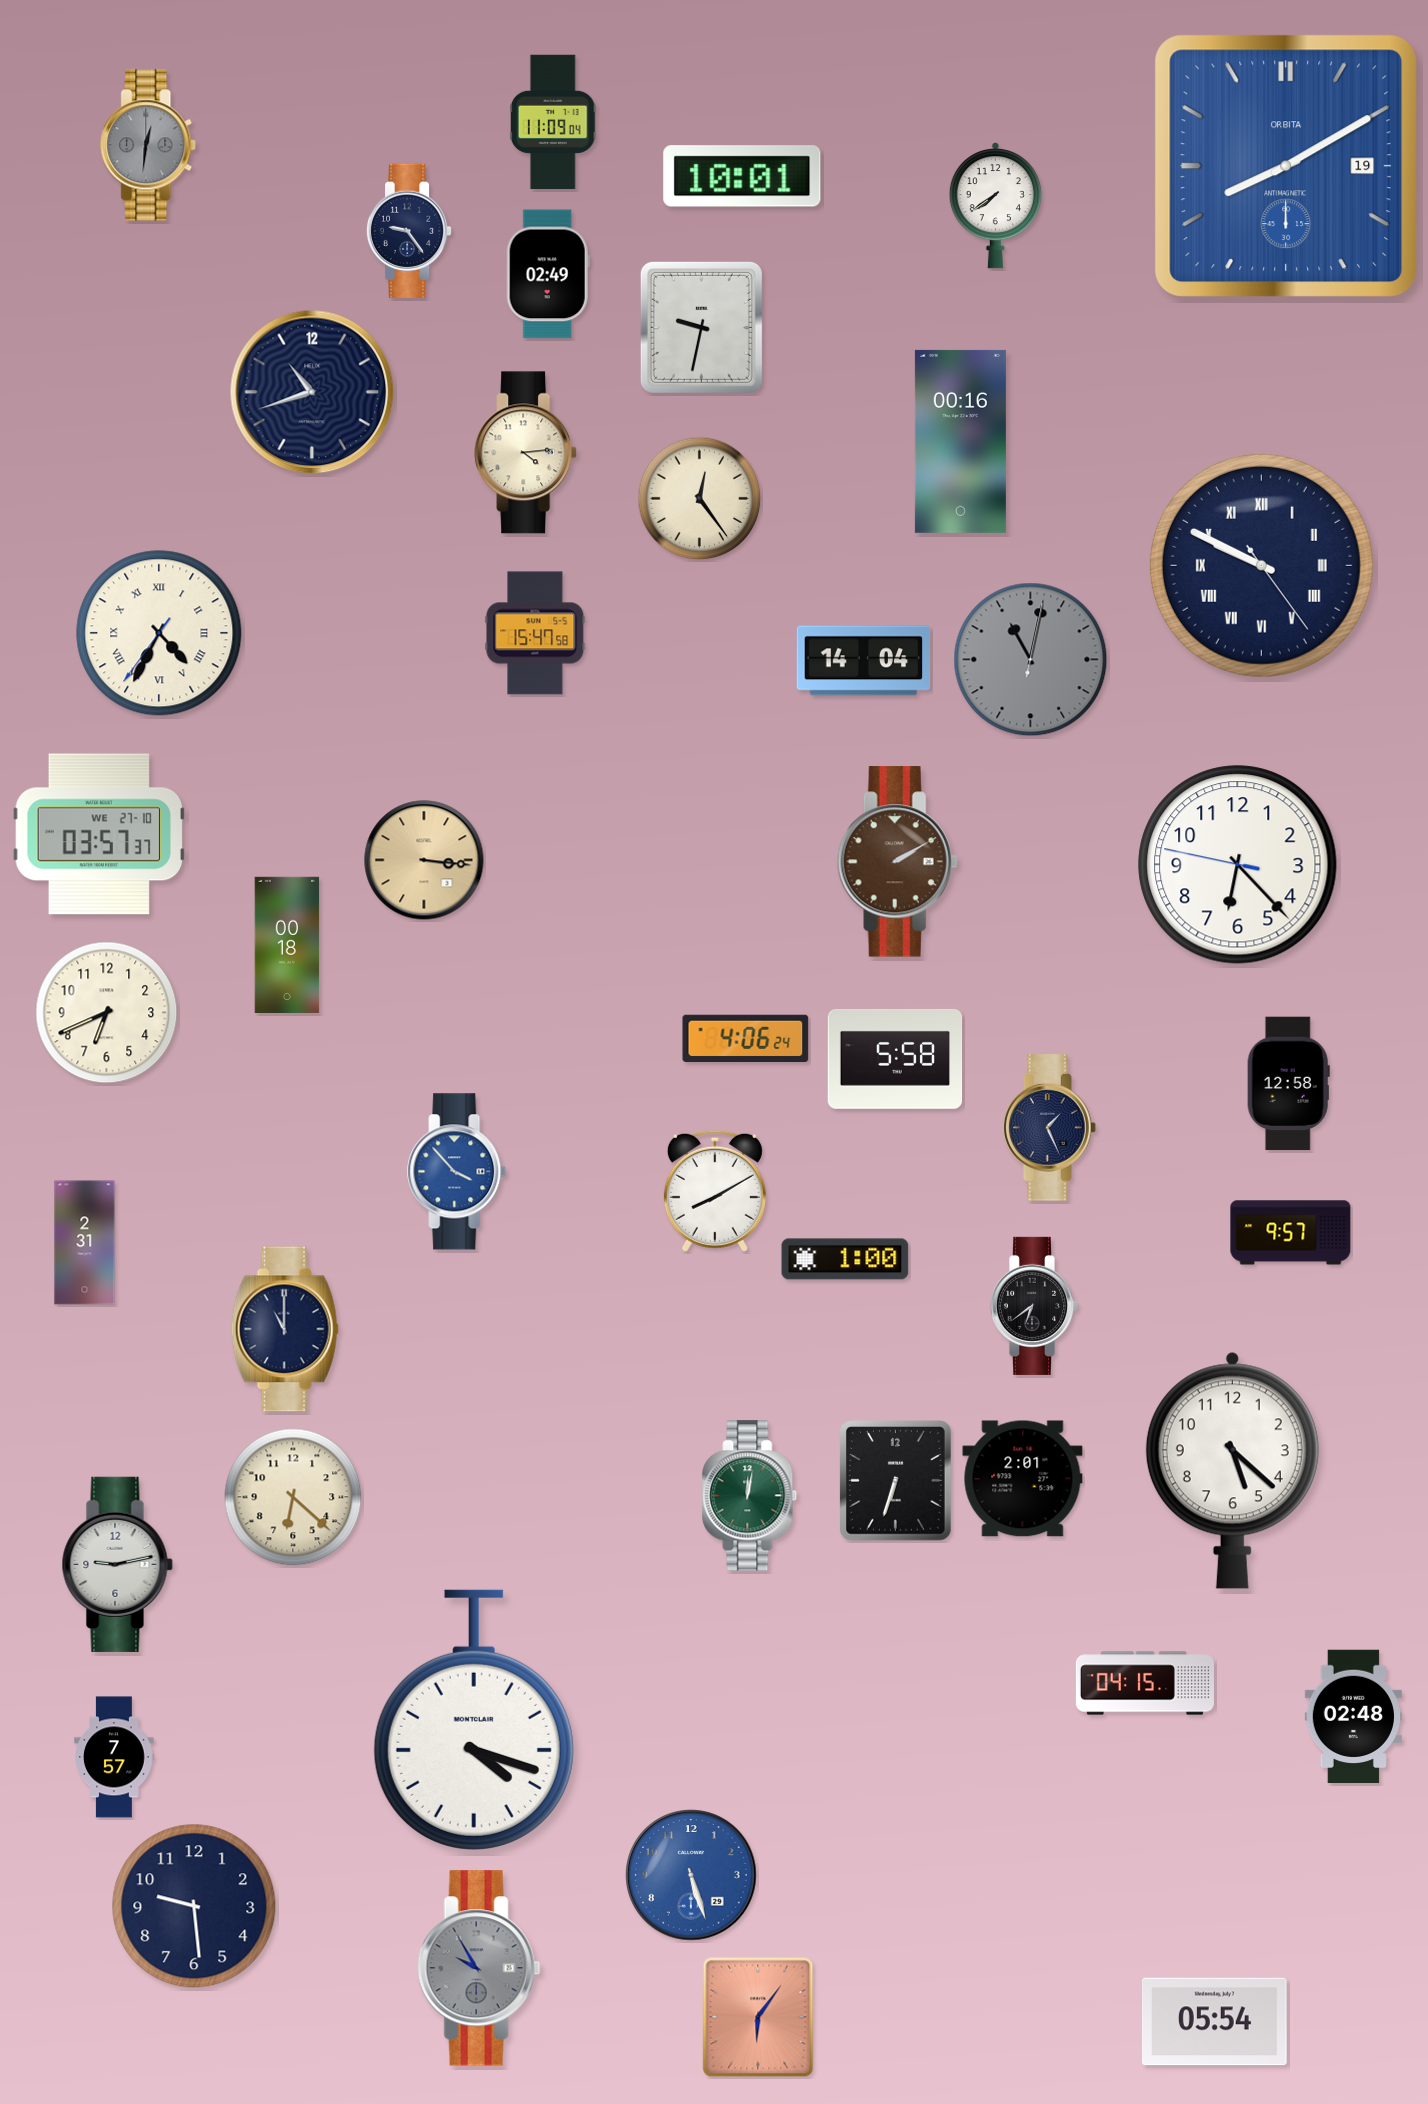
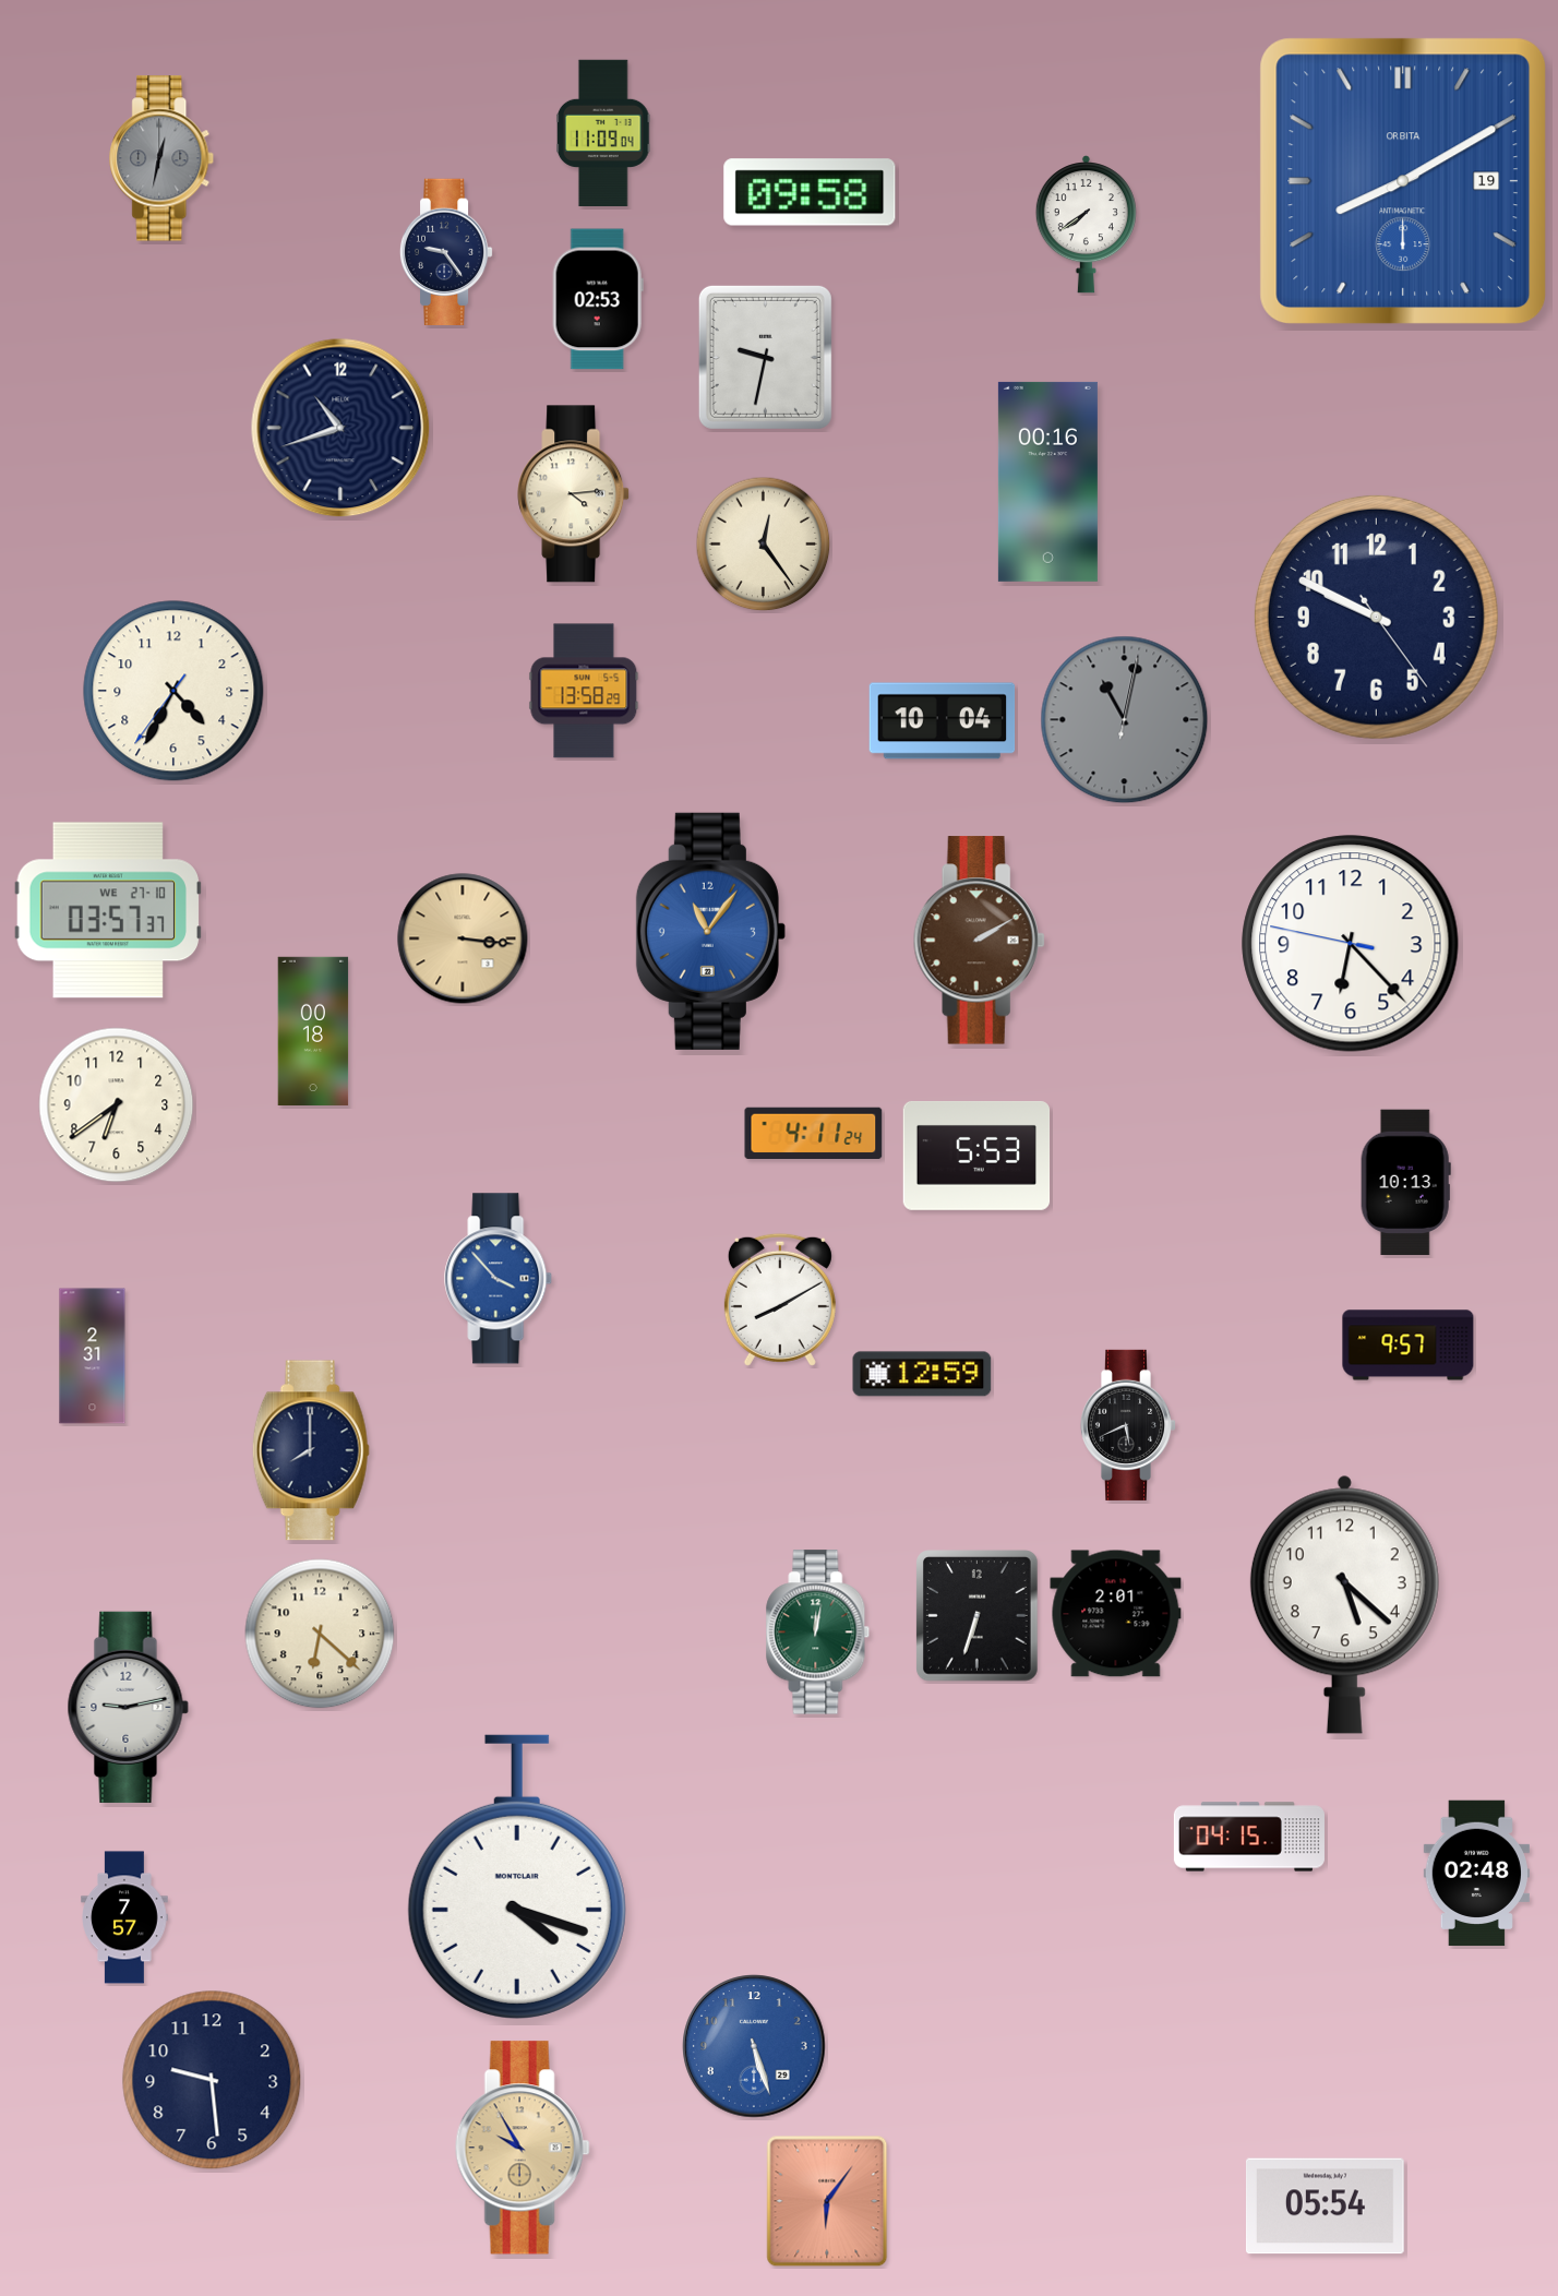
clock at (149, 145): 12:31 -> 12:32
clock at (742, 176): 10:01 -> 09:58
clock at (548, 274): 02:49 -> 02:53
clock at (1261, 565) numerals: Roman -> Arabic
clock at (159, 633) numerals: Roman -> Arabic
clock at (535, 633): 15:47 -> 13:58
clock at (864, 661): 14:04 -> 10:04
clock at (710, 931): none -> 11:06
clock at (107, 1013): 6:41 -> 6:39
clock at (746, 1038): 4:06 -> 4:11
clock at (895, 1059): 5:58 -> 5:53
clock at (1288, 1084): 12:58 -> 10:13
clock at (1049, 1128): 1:26 -> none
clock at (845, 1259): 1:00 -> 12:59
clock at (1033, 1306): 6:39 -> 5:41
clock at (285, 1329): 11:00 -> 8:00
clock at (479, 1968) dial: grey -> champagne
